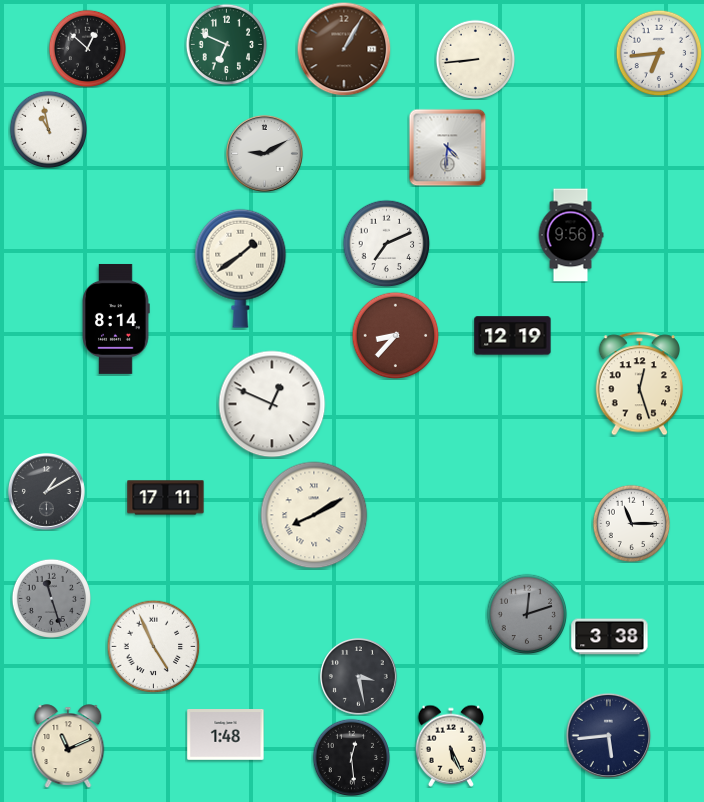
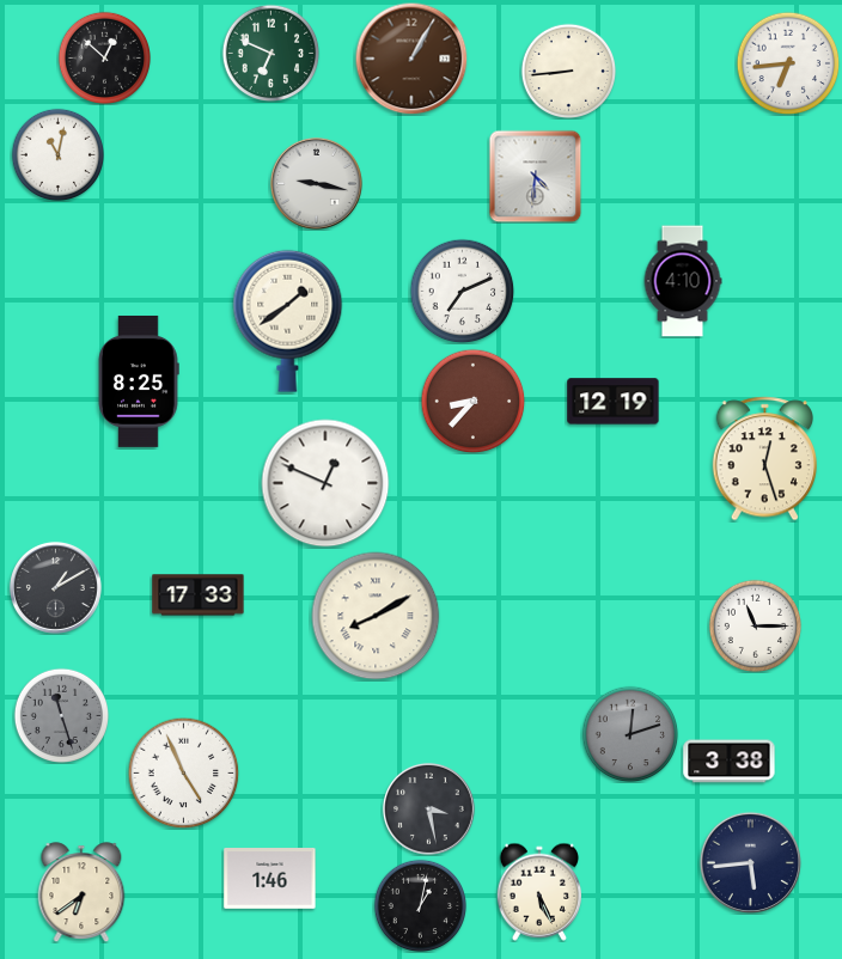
clock at (48, 129): 10:58 -> 11:02
clock at (264, 153): 9:10 -> 9:17
clock at (571, 235): 9:56 -> 4:10
clock at (116, 319): 8:14 -> 8:25
clock at (166, 498): 17:11 -> 17:33
clock at (226, 735): 1:48 -> 1:46
clock at (608, 735) position: (608, 735) -> (750, 862)
clock at (68, 746): 11:11 -> 6:39
clock at (351, 757): 12:29 -> 1:02
